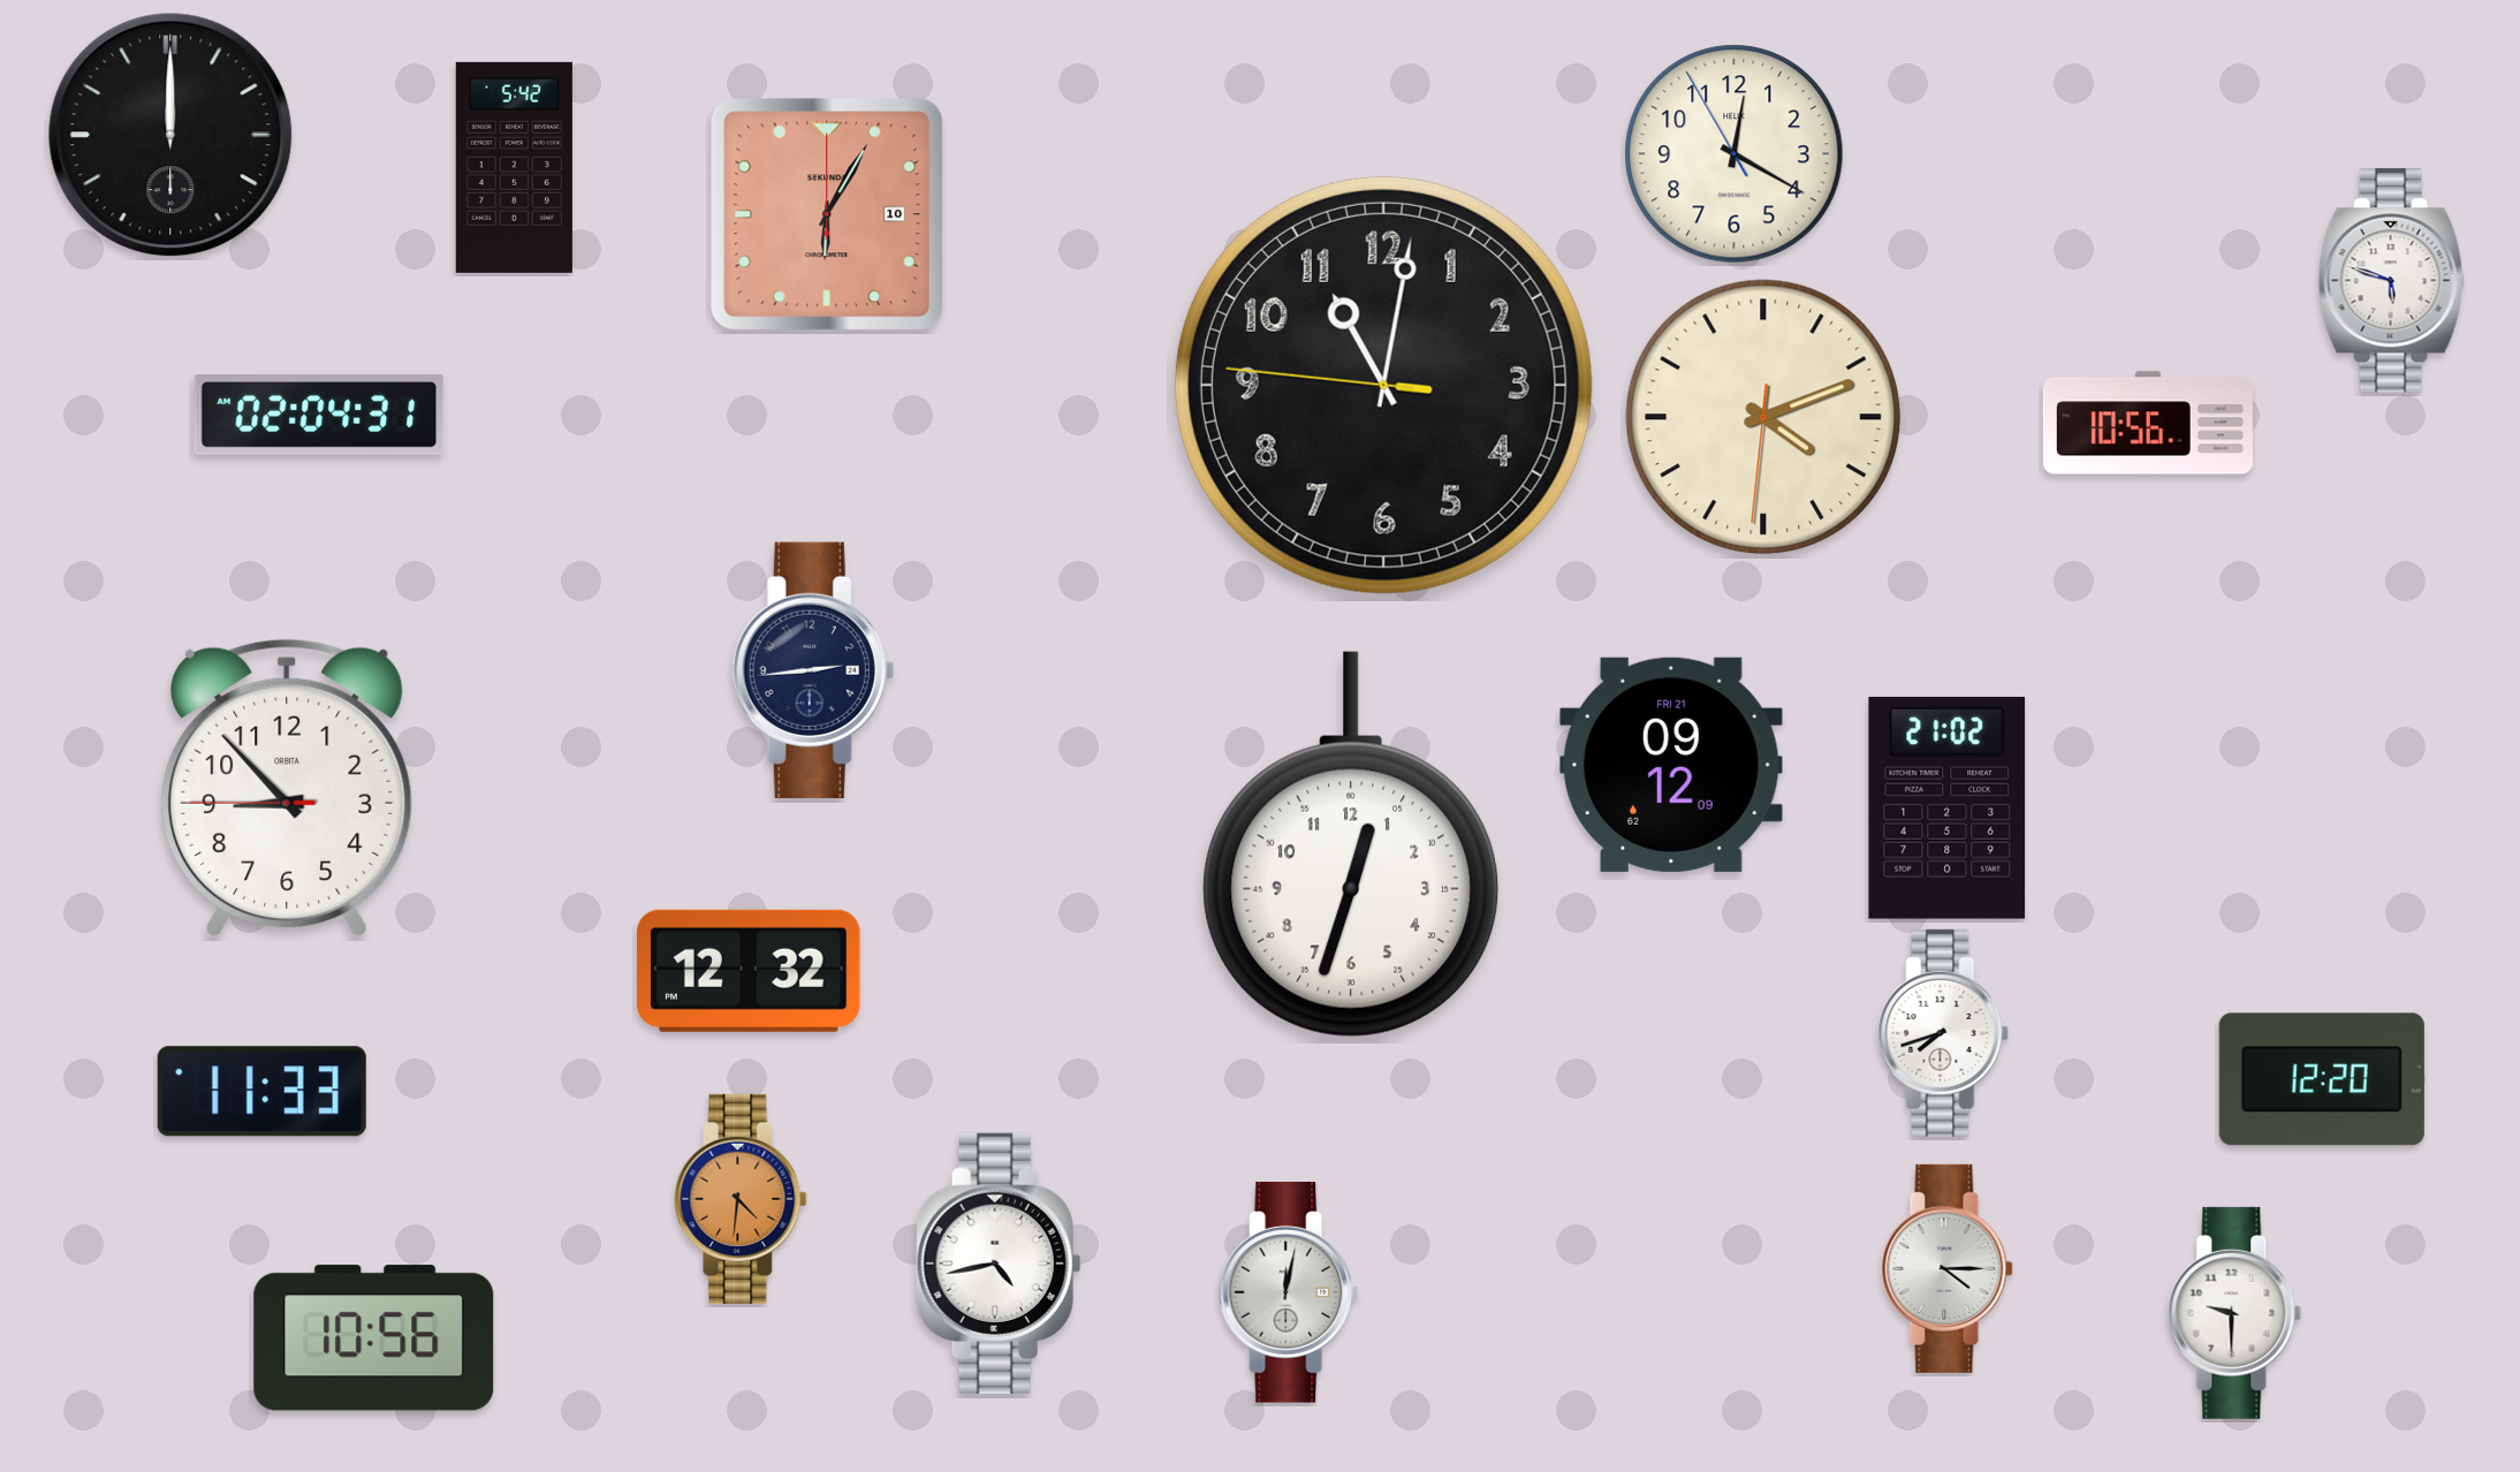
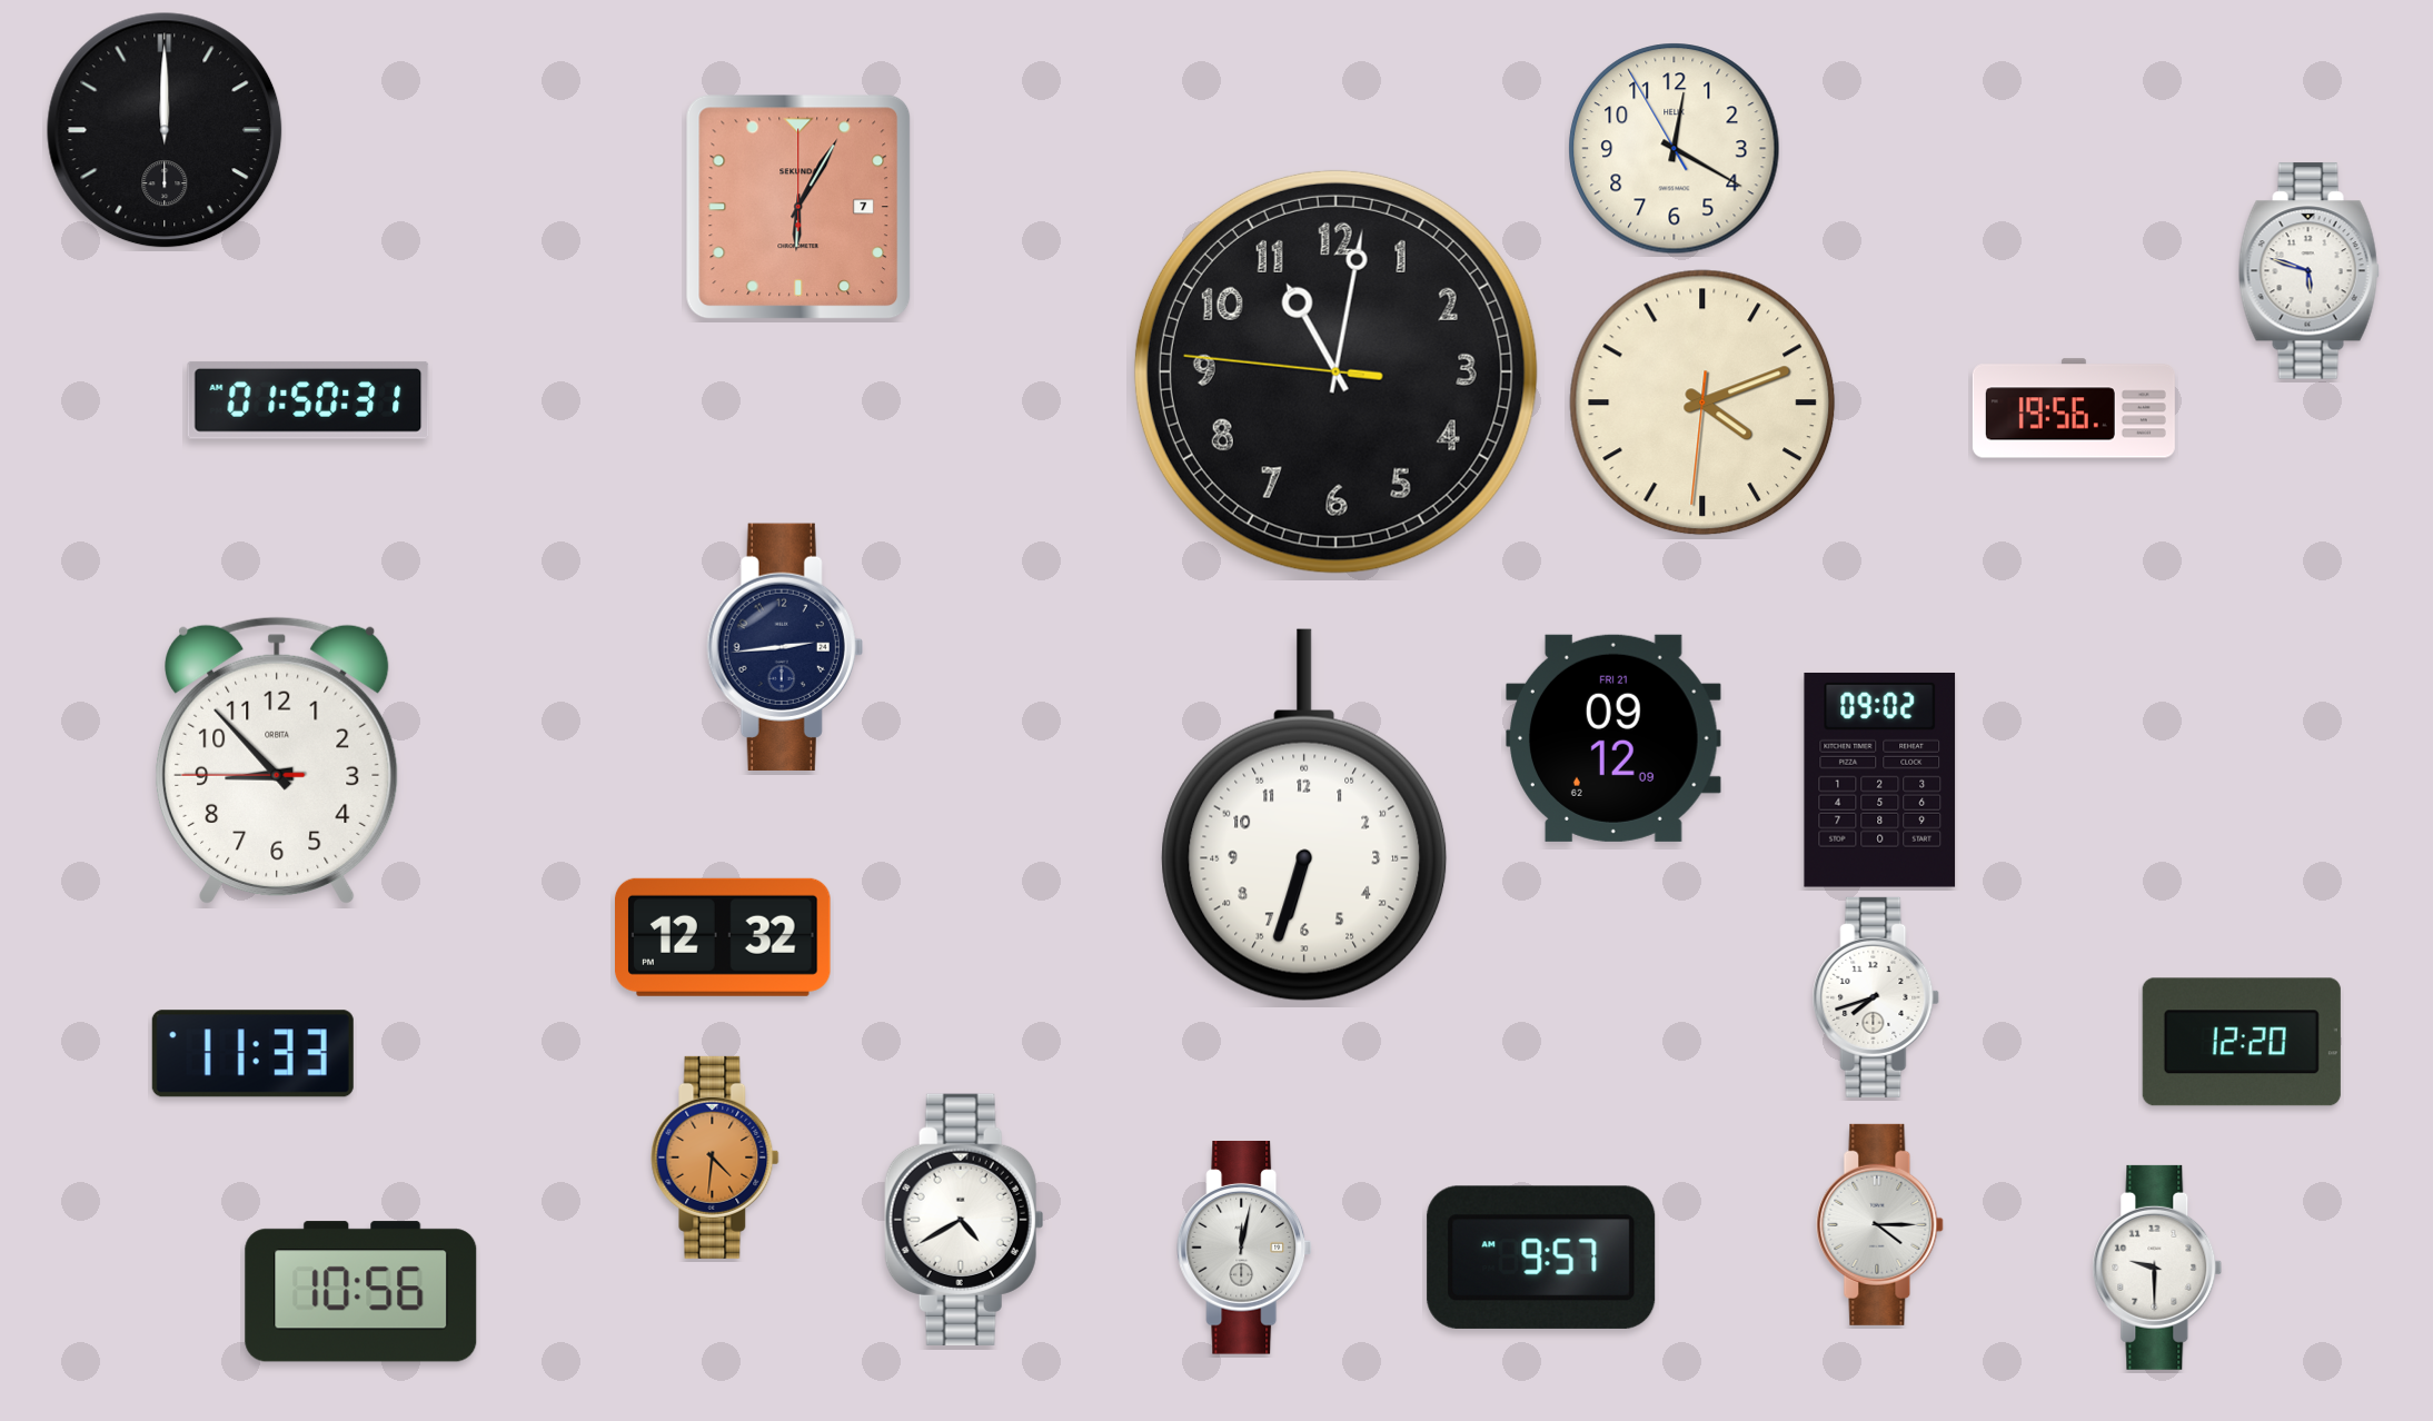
clock at (514, 167): 5:42 -> none
clock at (827, 214) date: 10 -> 7
clock at (319, 415): 02:04 -> 01:50
clock at (2148, 423): 10:56 -> 19:56
clock at (1948, 807): 21:02 -> 09:02
clock at (1351, 844): 12:33 -> 6:33
clock at (999, 1264): 4:43 -> 4:40
clock at (1541, 1258): none -> 9:57
